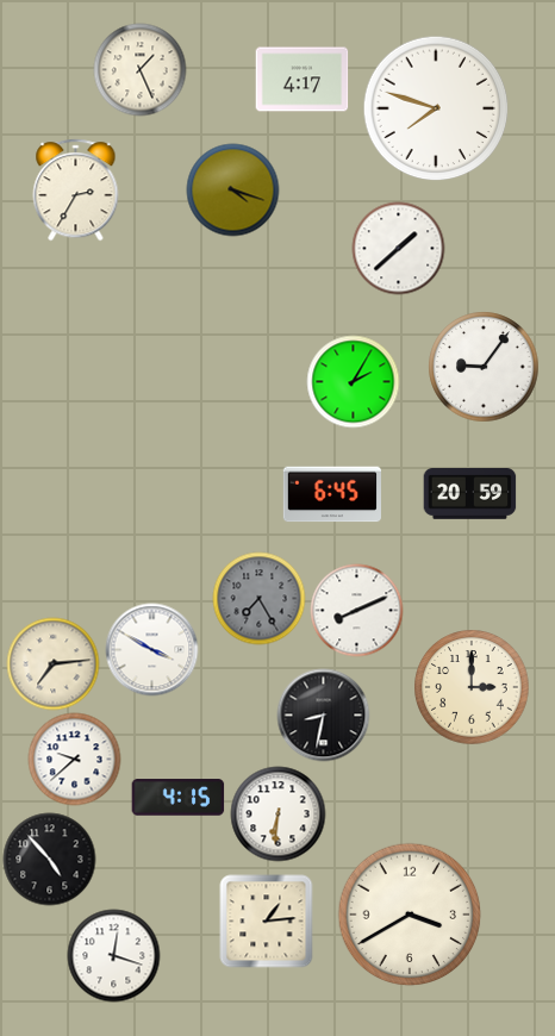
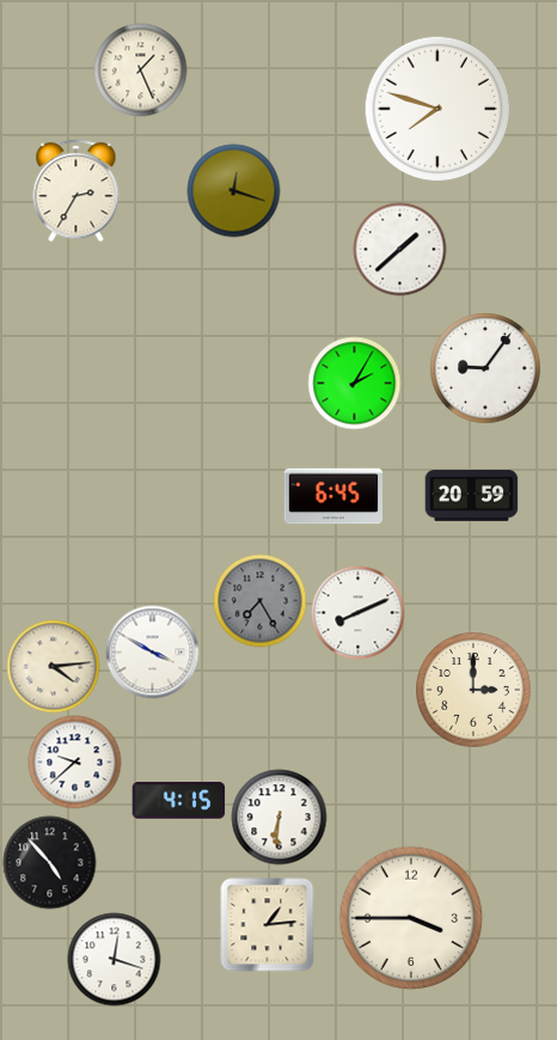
clock at (301, 80): 4:17 -> none
clock at (232, 189): 4:18 -> 12:18
clock at (52, 663): 7:14 -> 4:14
clock at (323, 714): 8:32 -> none
clock at (410, 915): 3:40 -> 3:45
